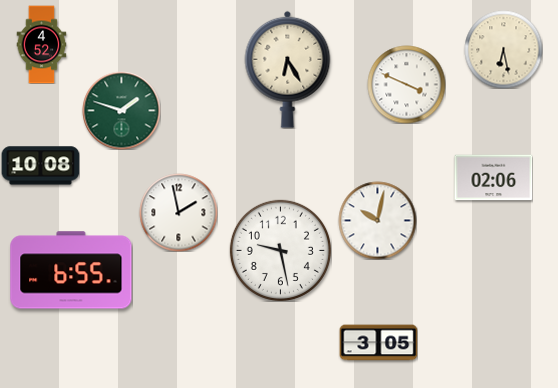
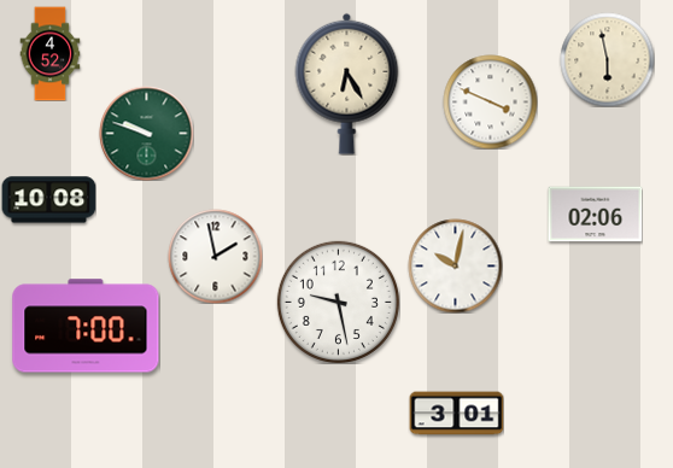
clock at (503, 49): 6:28 -> 5:58
clock at (121, 110): 1:48 -> 9:48
clock at (71, 270): 6:55 -> 7:00
clock at (378, 343): 3:05 -> 3:01
